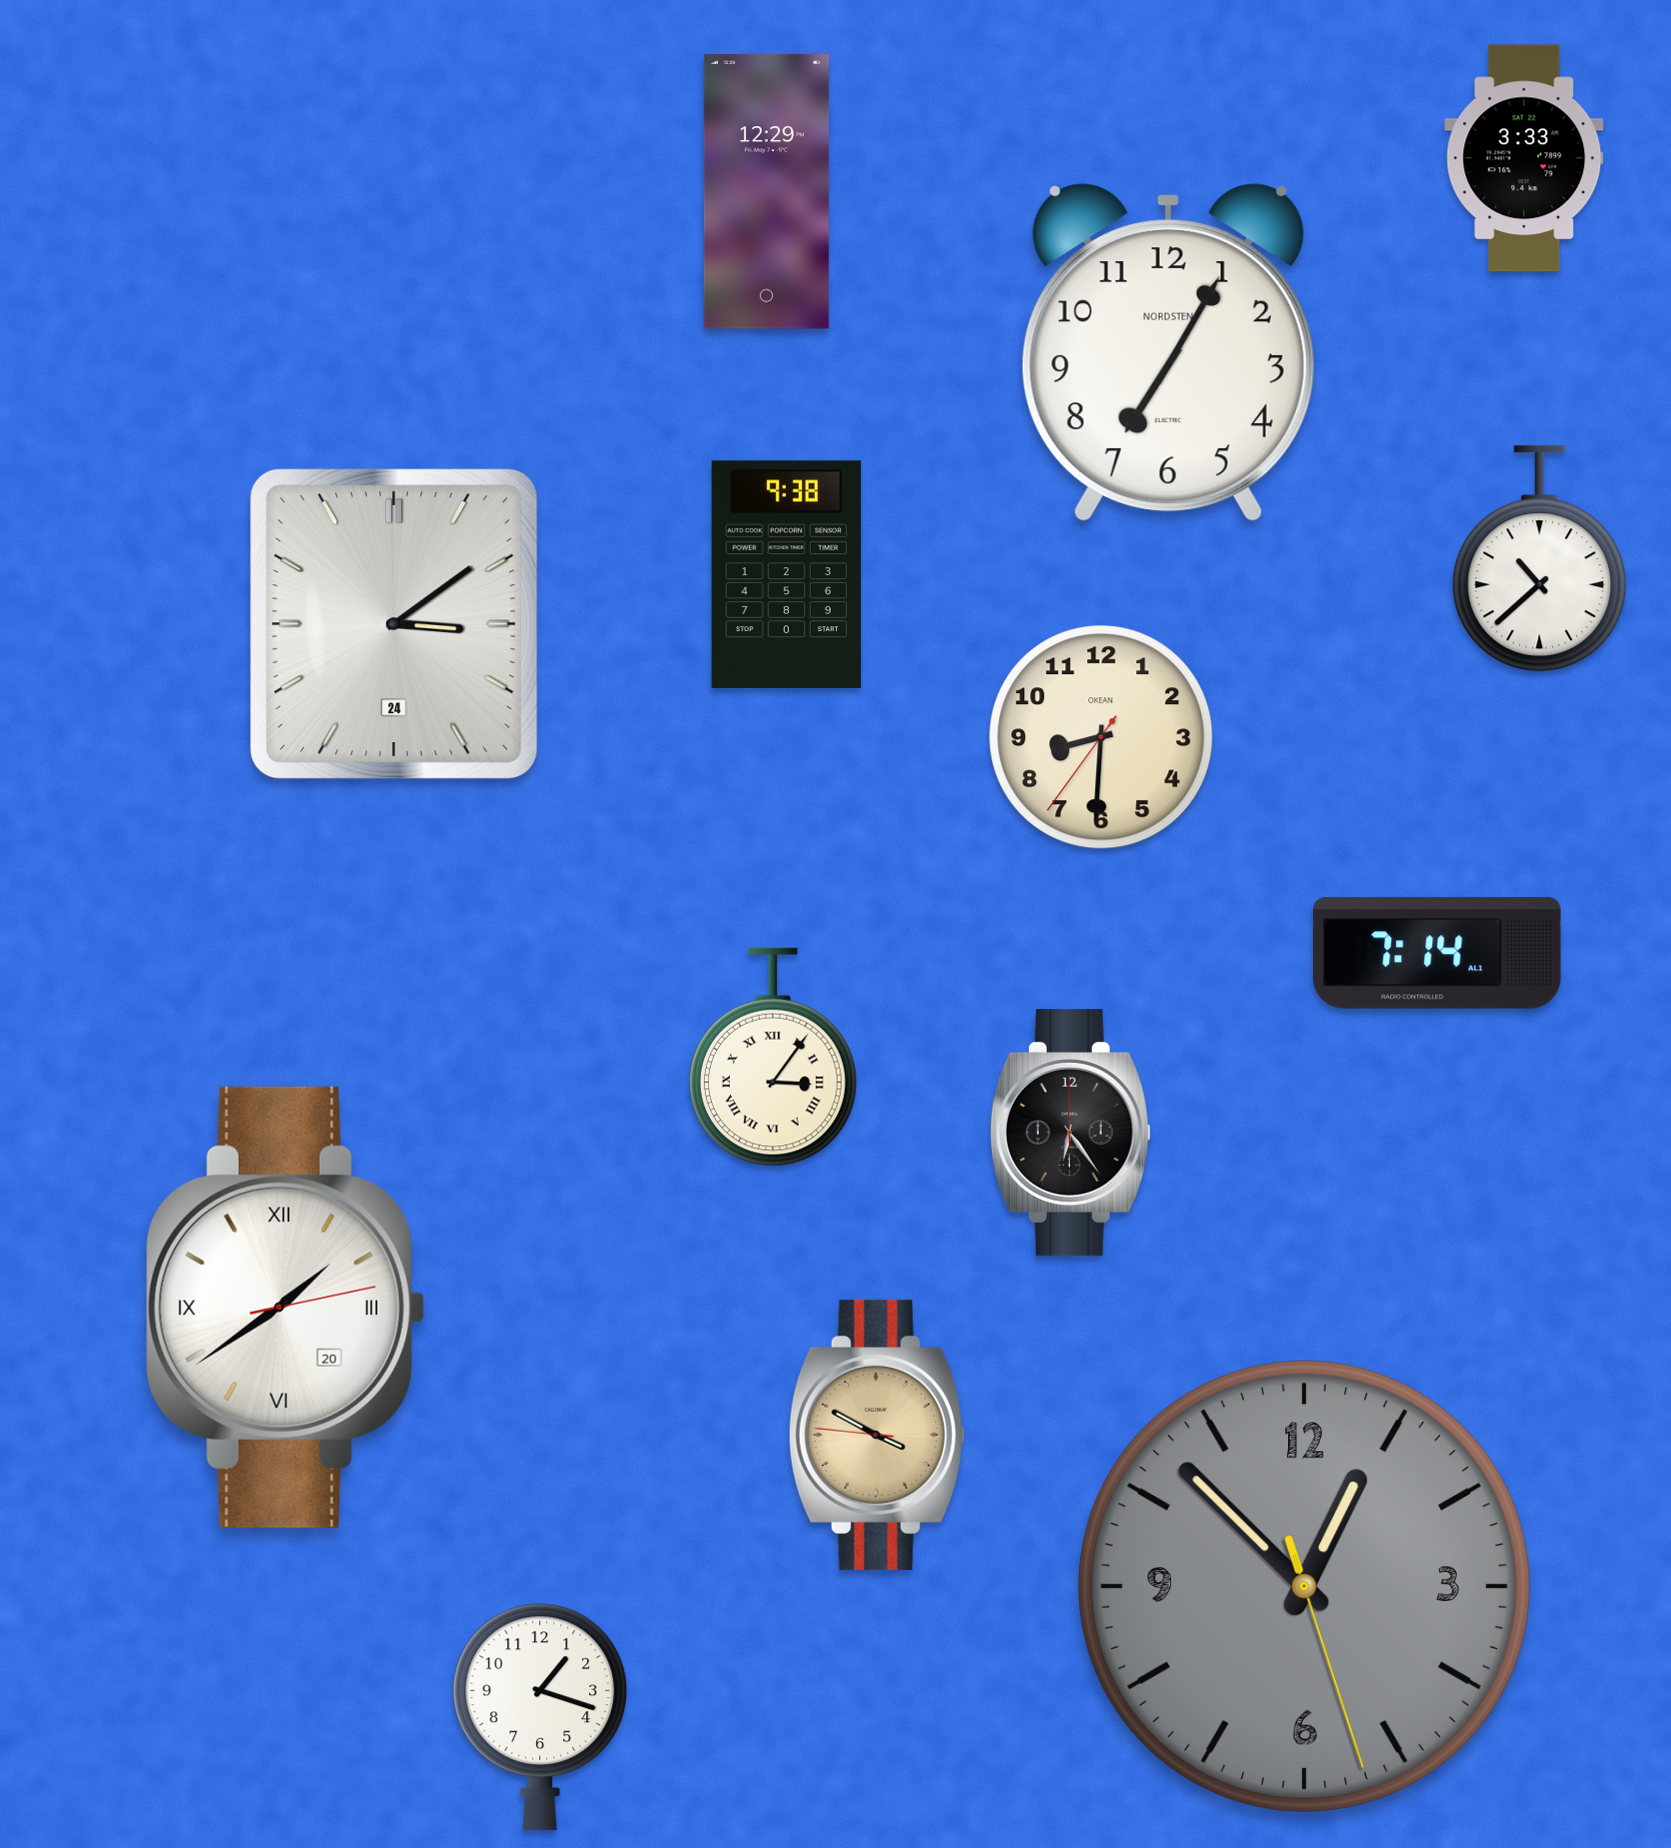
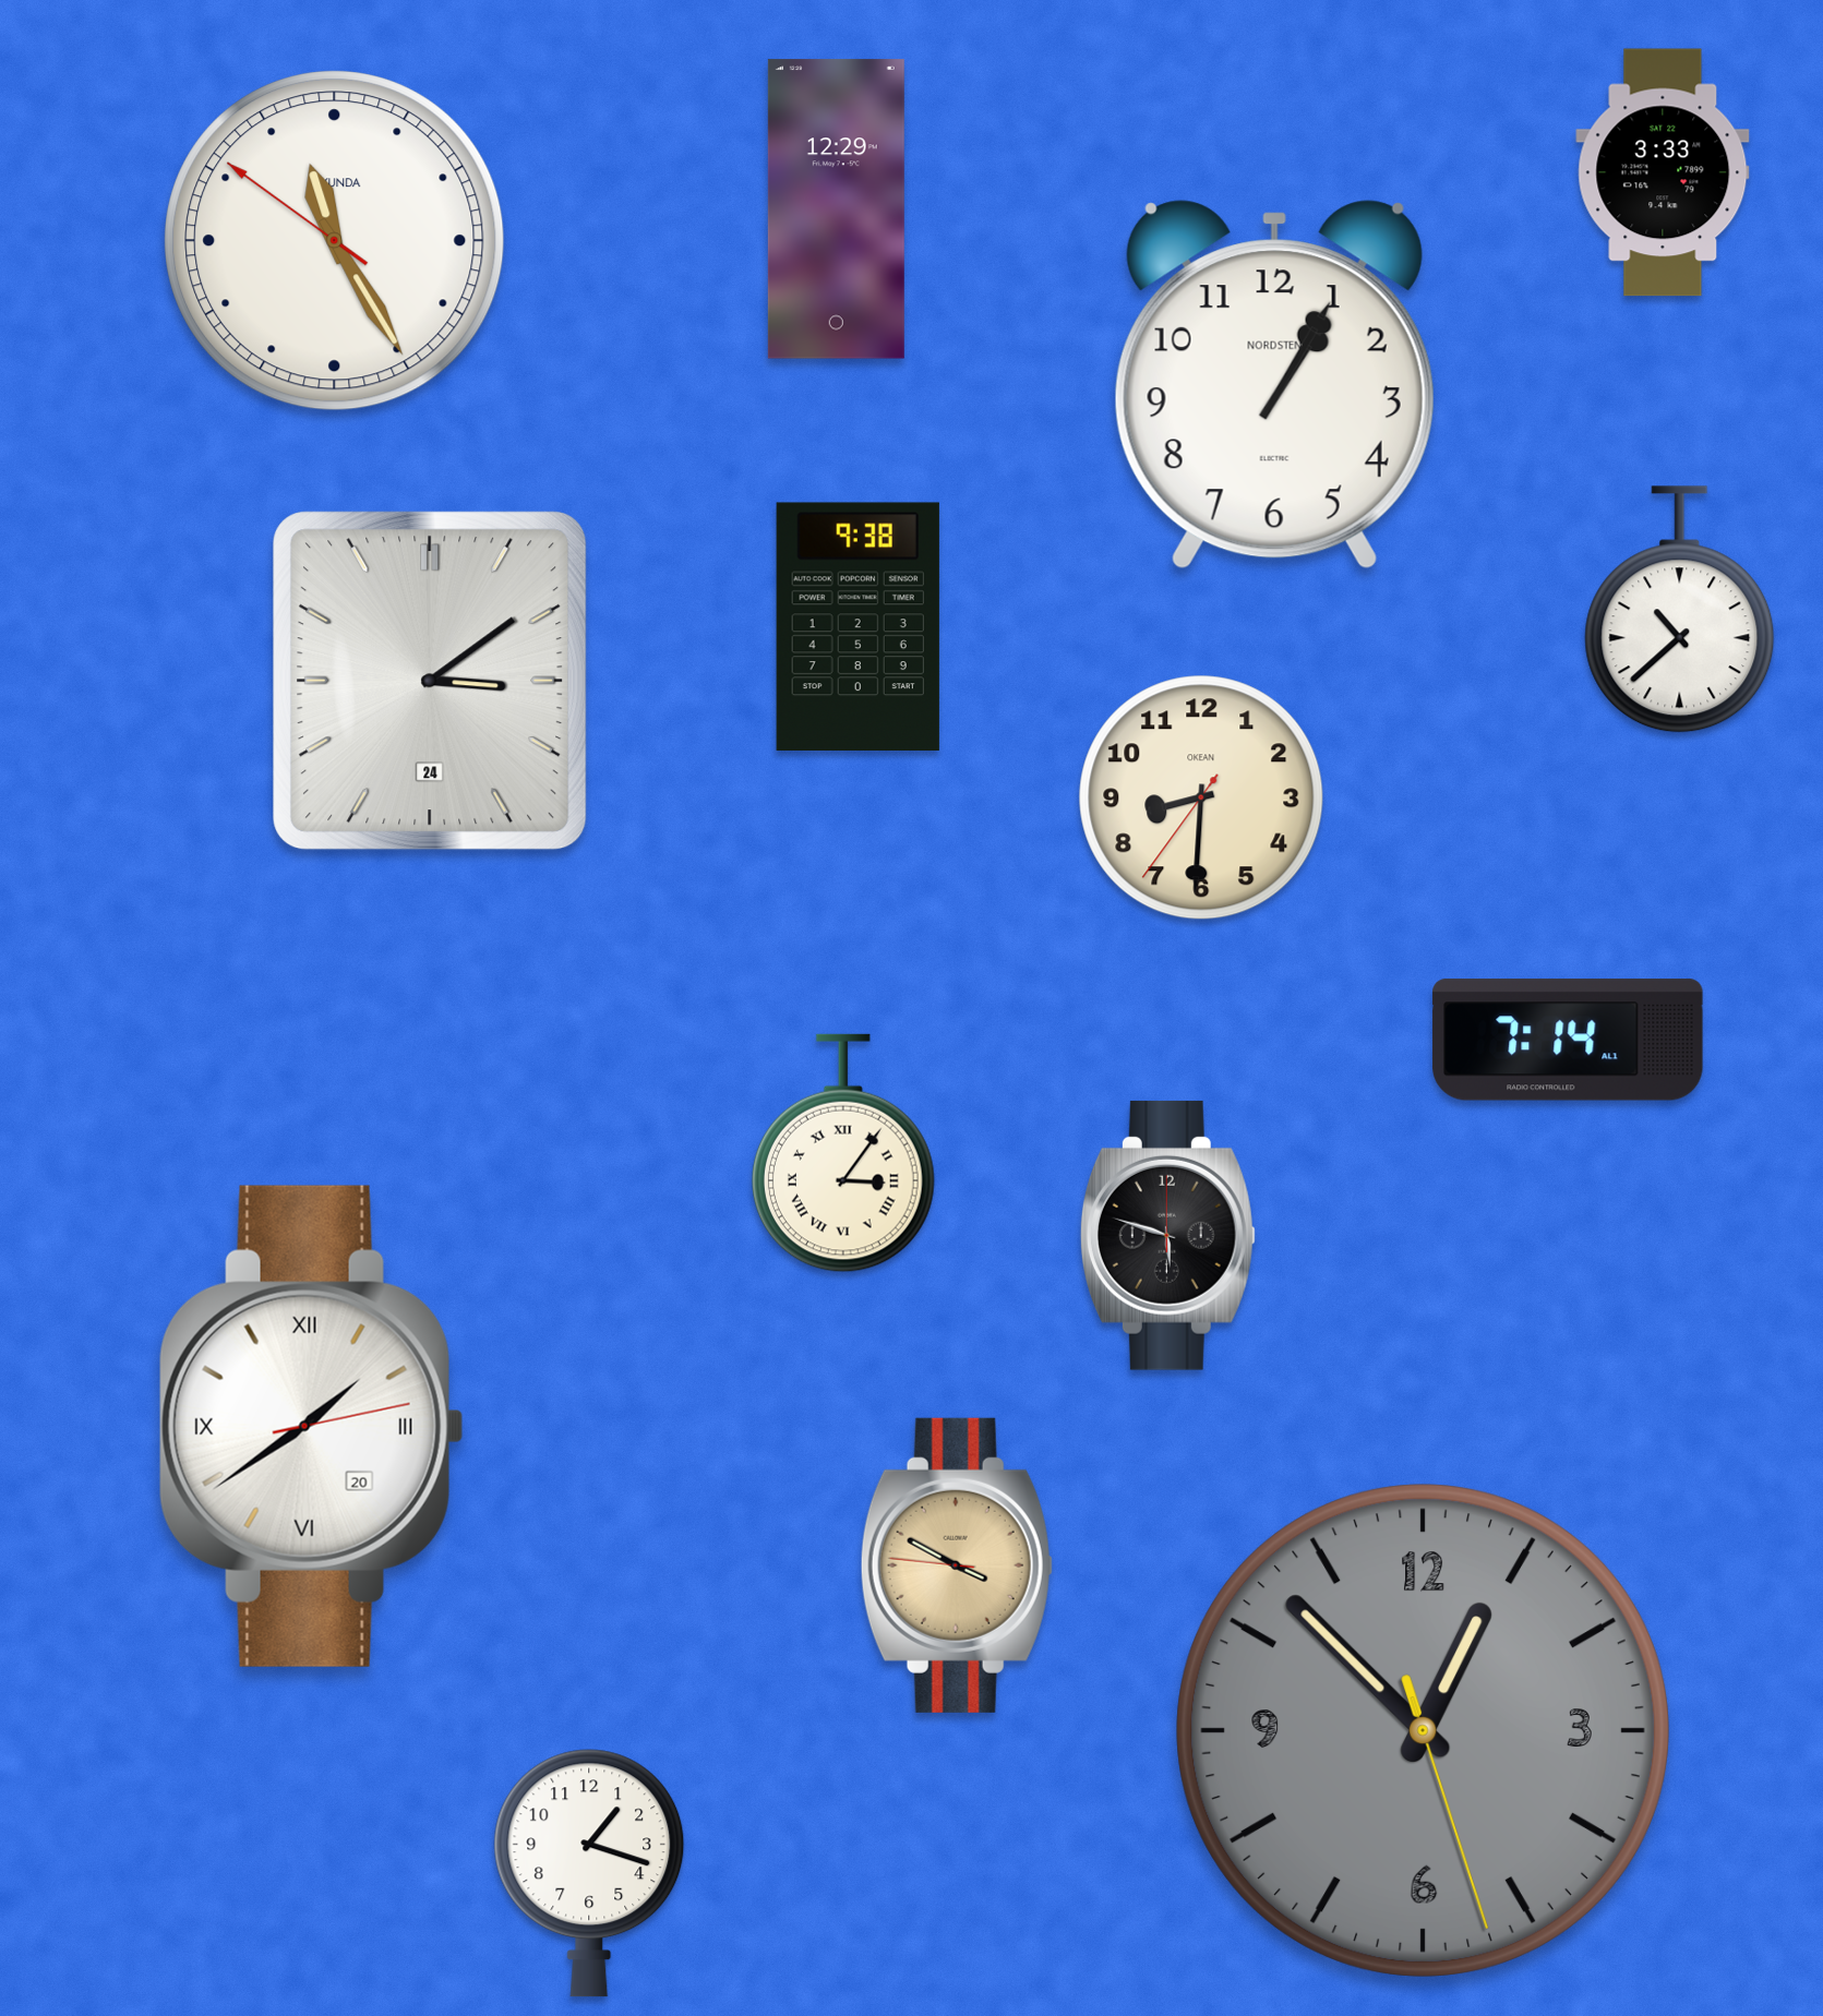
clock at (335, 241): none -> 11:24
clock at (1168, 353): 7:05 -> 1:05
clock at (1101, 737) position: (1101, 737) -> (1201, 797)
clock at (1070, 1132): 6:24 -> 5:48
